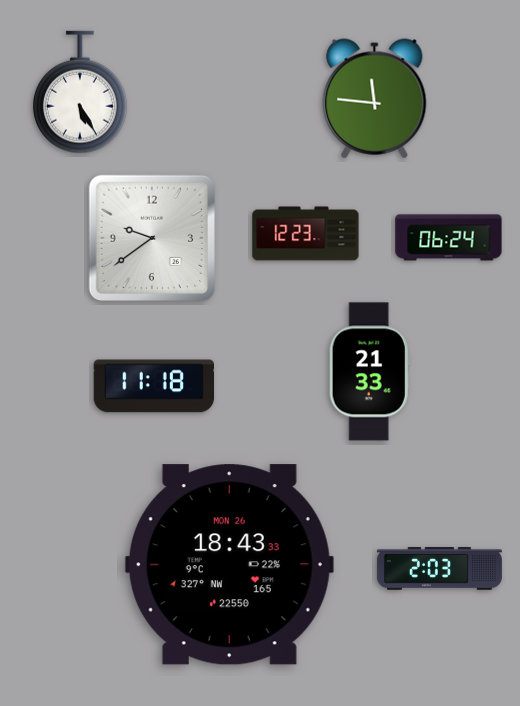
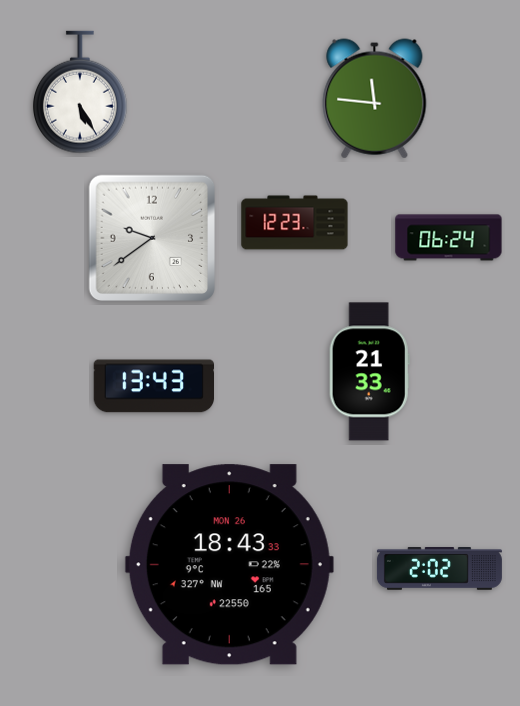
clock at (306, 234) position: (306, 234) -> (295, 223)
clock at (153, 386): 11:18 -> 13:43
clock at (439, 569): 2:03 -> 2:02
